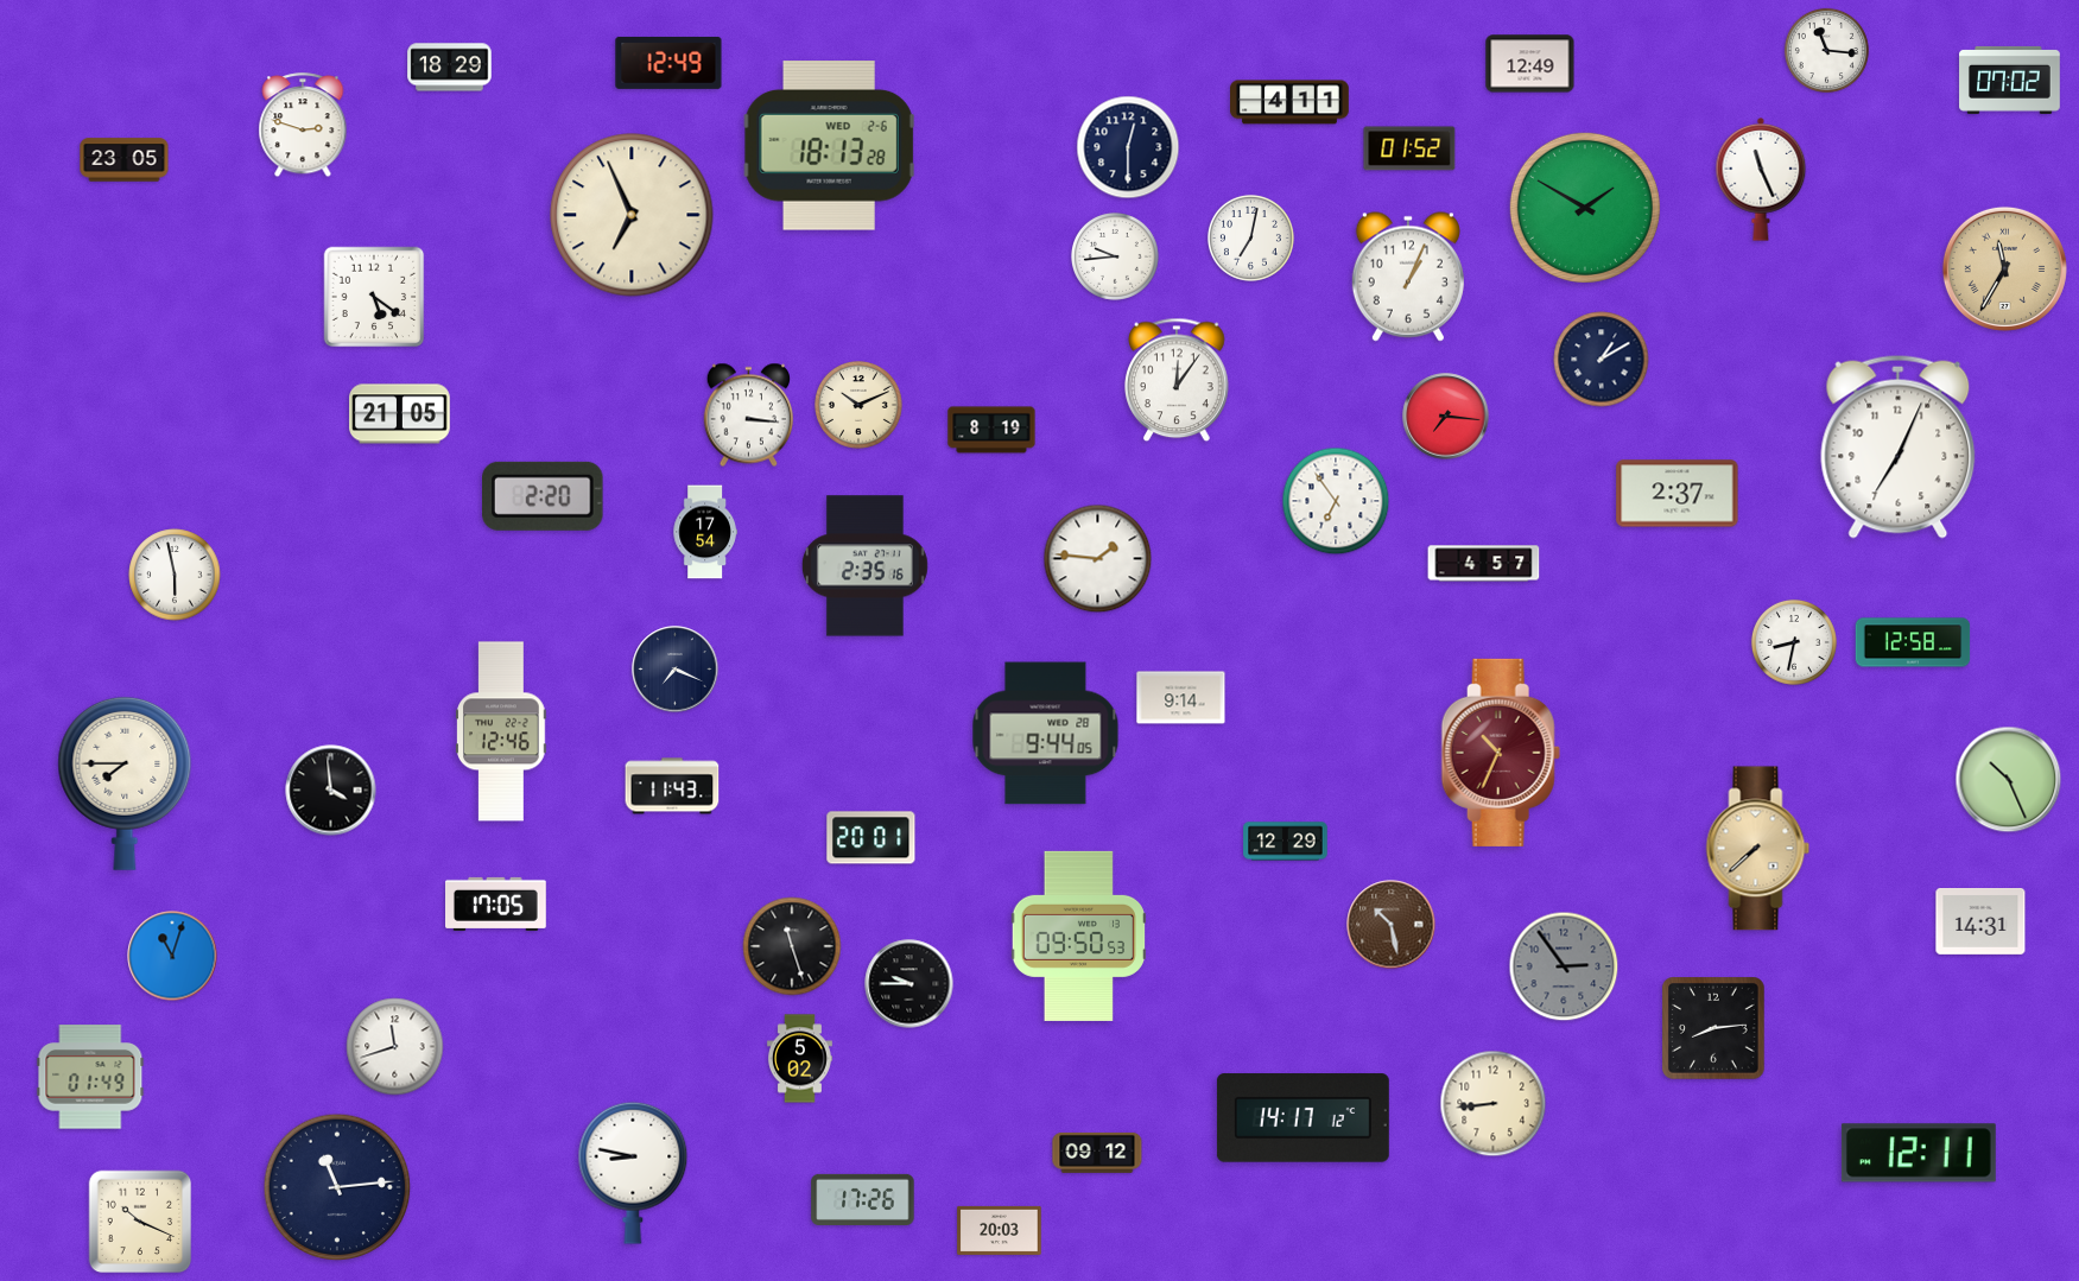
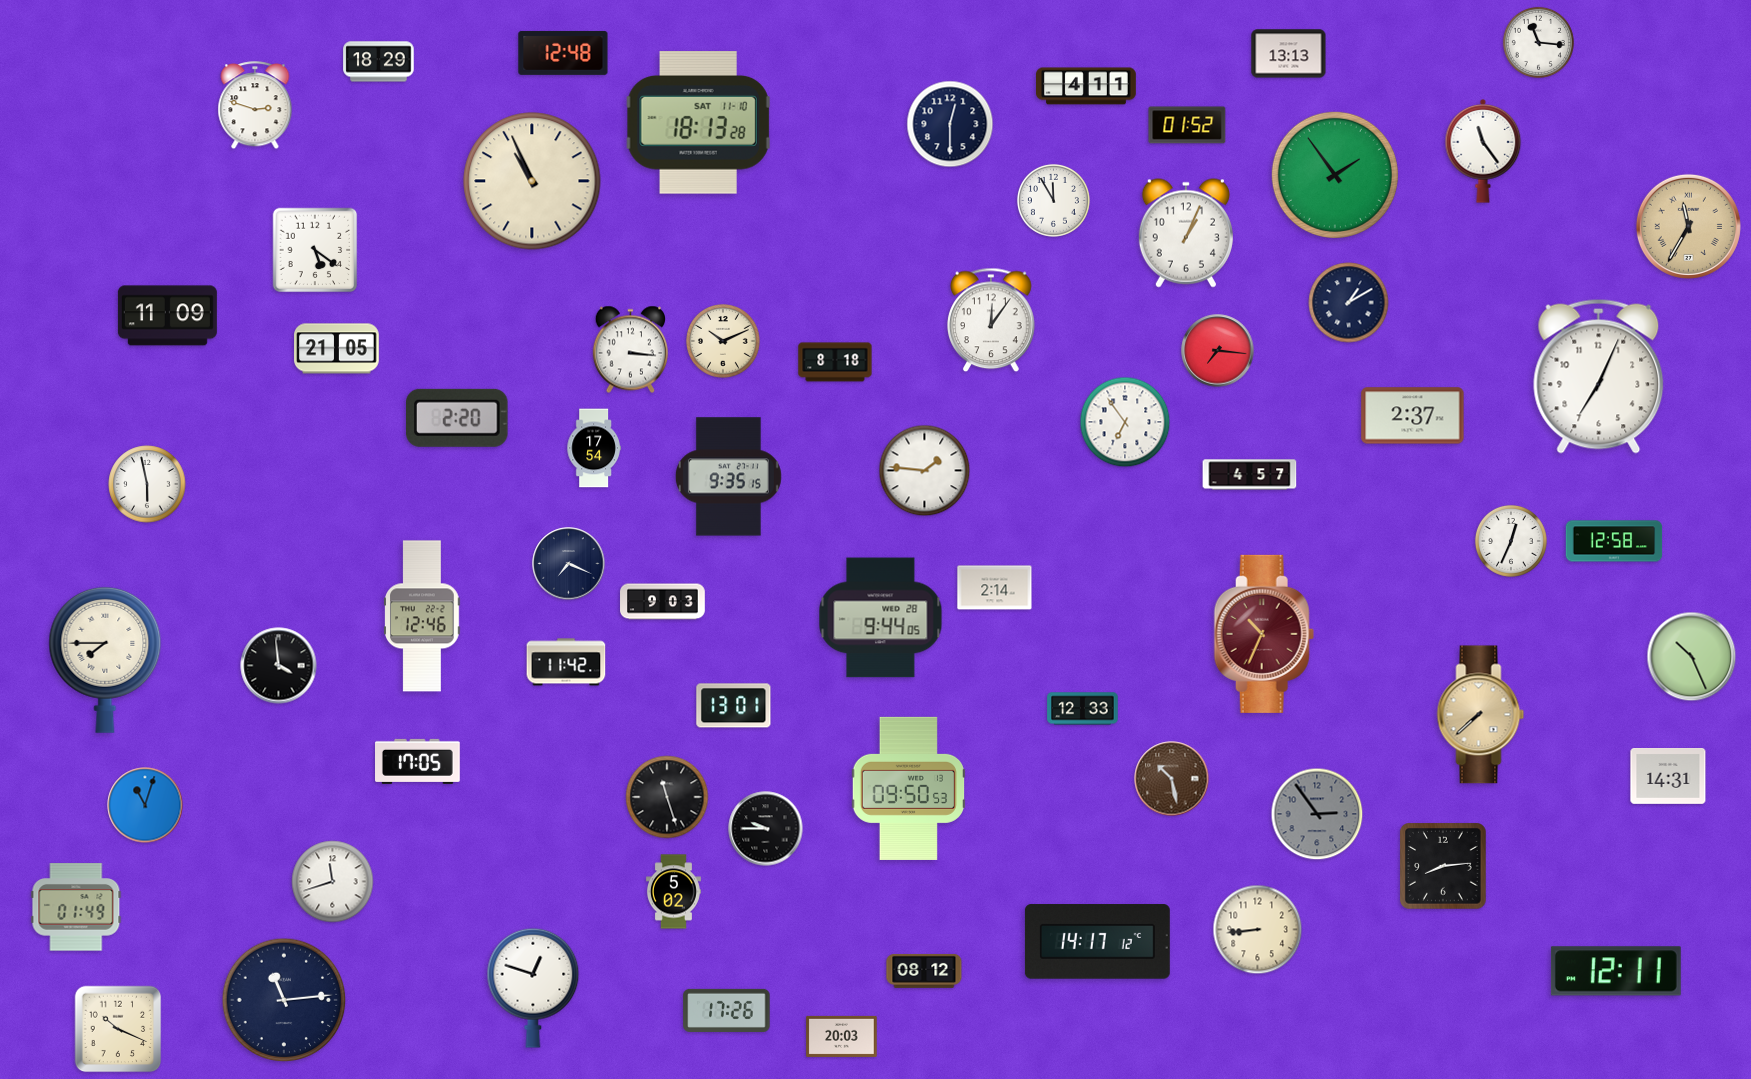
clock at (668, 63): 12:49 -> 12:48
clock at (1530, 64): 12:49 -> 13:13
clock at (450, 68) position: (450, 68) -> (379, 62)
clock at (2010, 80): 07:02 -> none
clock at (829, 146) date: WED 2-6 -> SAT 11-10
clock at (125, 160): 23:05 -> none
clock at (1761, 180): 11:26 -> 11:24
clock at (1585, 208): 1:50 -> 1:54
clock at (632, 215): 6:56 -> 10:56
clock at (1250, 237): 7:02 -> 11:55
clock at (1116, 258): 9:44 -> none
clock at (167, 316): none -> 11:09
clock at (991, 430): 8:19 -> 8:18
clock at (864, 566): 2:35 -> 9:35
clock at (1794, 642): 8:32 -> 12:34
clock at (1913, 642) position: (1913, 642) -> (1614, 541)
clock at (1181, 698): 9:14 -> 2:14
clock at (663, 602): none -> 9:03
clock at (672, 786): 11:43 -> 11:42
clock at (871, 838): 20:01 -> 13:01
clock at (1286, 842): 12:29 -> 12:33
clock at (1097, 1153): 09:12 -> 08:12
clock at (633, 1173): 8:47 -> 12:48
